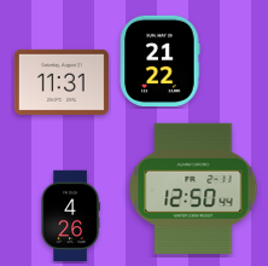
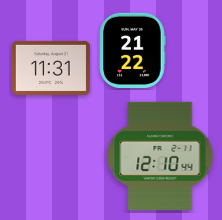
clock at (193, 189): 12:50 -> 12:10
clock at (70, 216): 4:26 -> none
